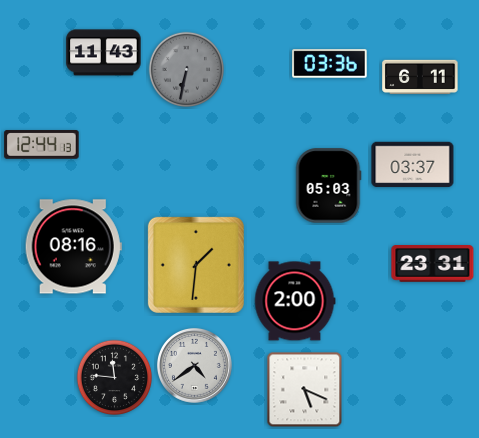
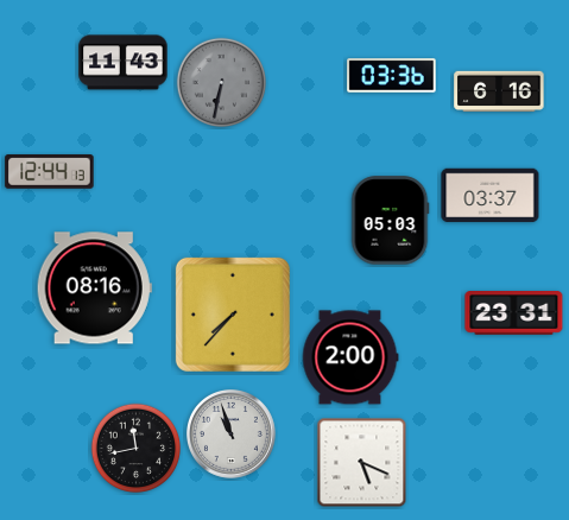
clock at (420, 76): 6:11 -> 6:16
clock at (73, 247) position: (73, 247) -> (94, 288)
clock at (196, 265): 1:31 -> 7:37
clock at (194, 365): 4:39 -> 10:57
clock at (115, 378): 11:46 -> 11:43
